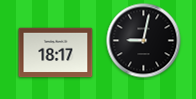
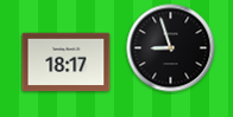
clock at (144, 41): 9:02 -> 8:57
